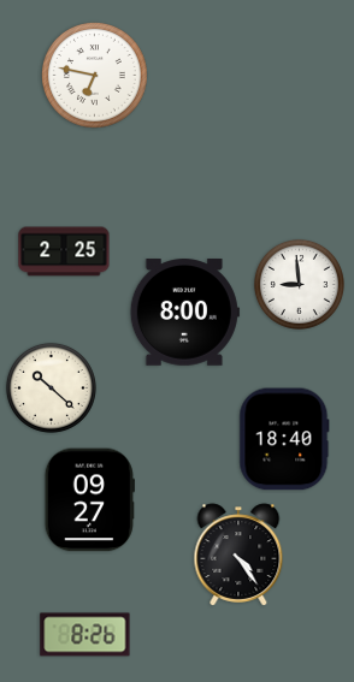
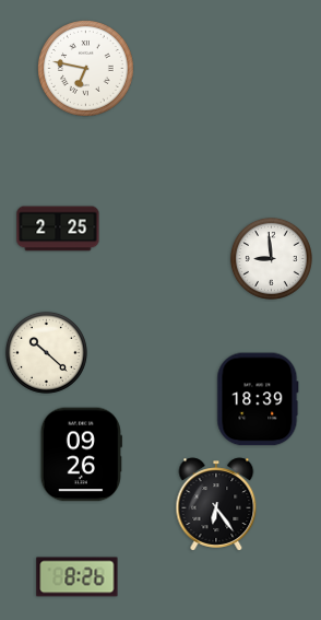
clock at (184, 313): 8:00 -> none
clock at (284, 439): 18:40 -> 18:39
clock at (89, 500): 09:27 -> 09:26
clock at (238, 555): 4:24 -> 6:24
